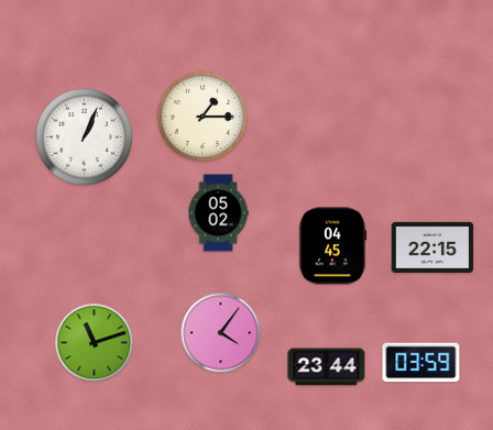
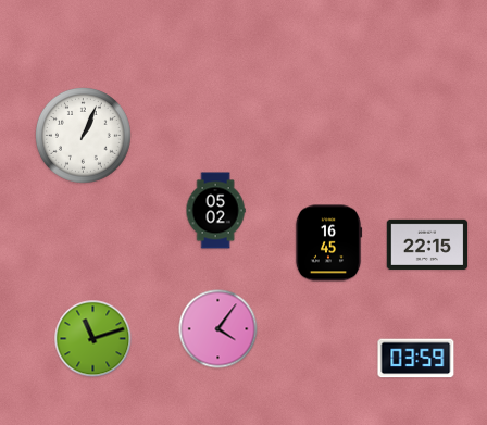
clock at (202, 117): 1:15 -> none
clock at (332, 246): 04:45 -> 16:45
clock at (327, 367): 23:44 -> none
